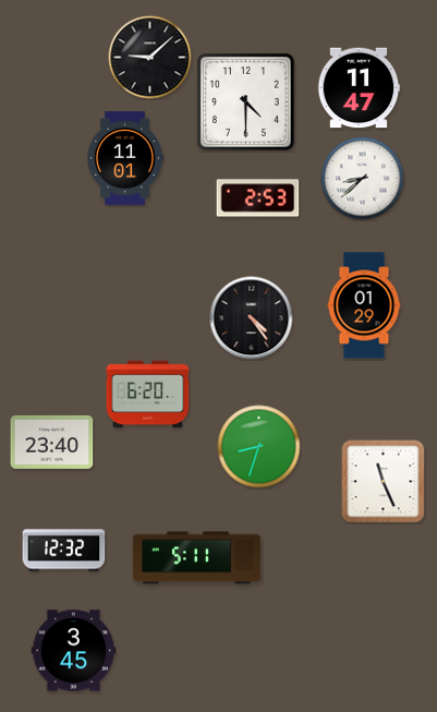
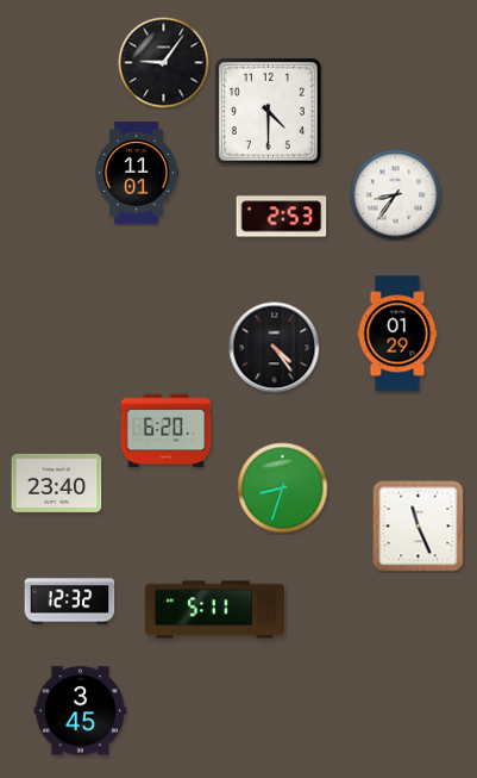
clock at (150, 58): 9:08 -> 9:06
clock at (359, 88): 11:47 -> none
clock at (363, 179): 8:38 -> 8:36
clock at (148, 395) position: (148, 395) -> (167, 431)
